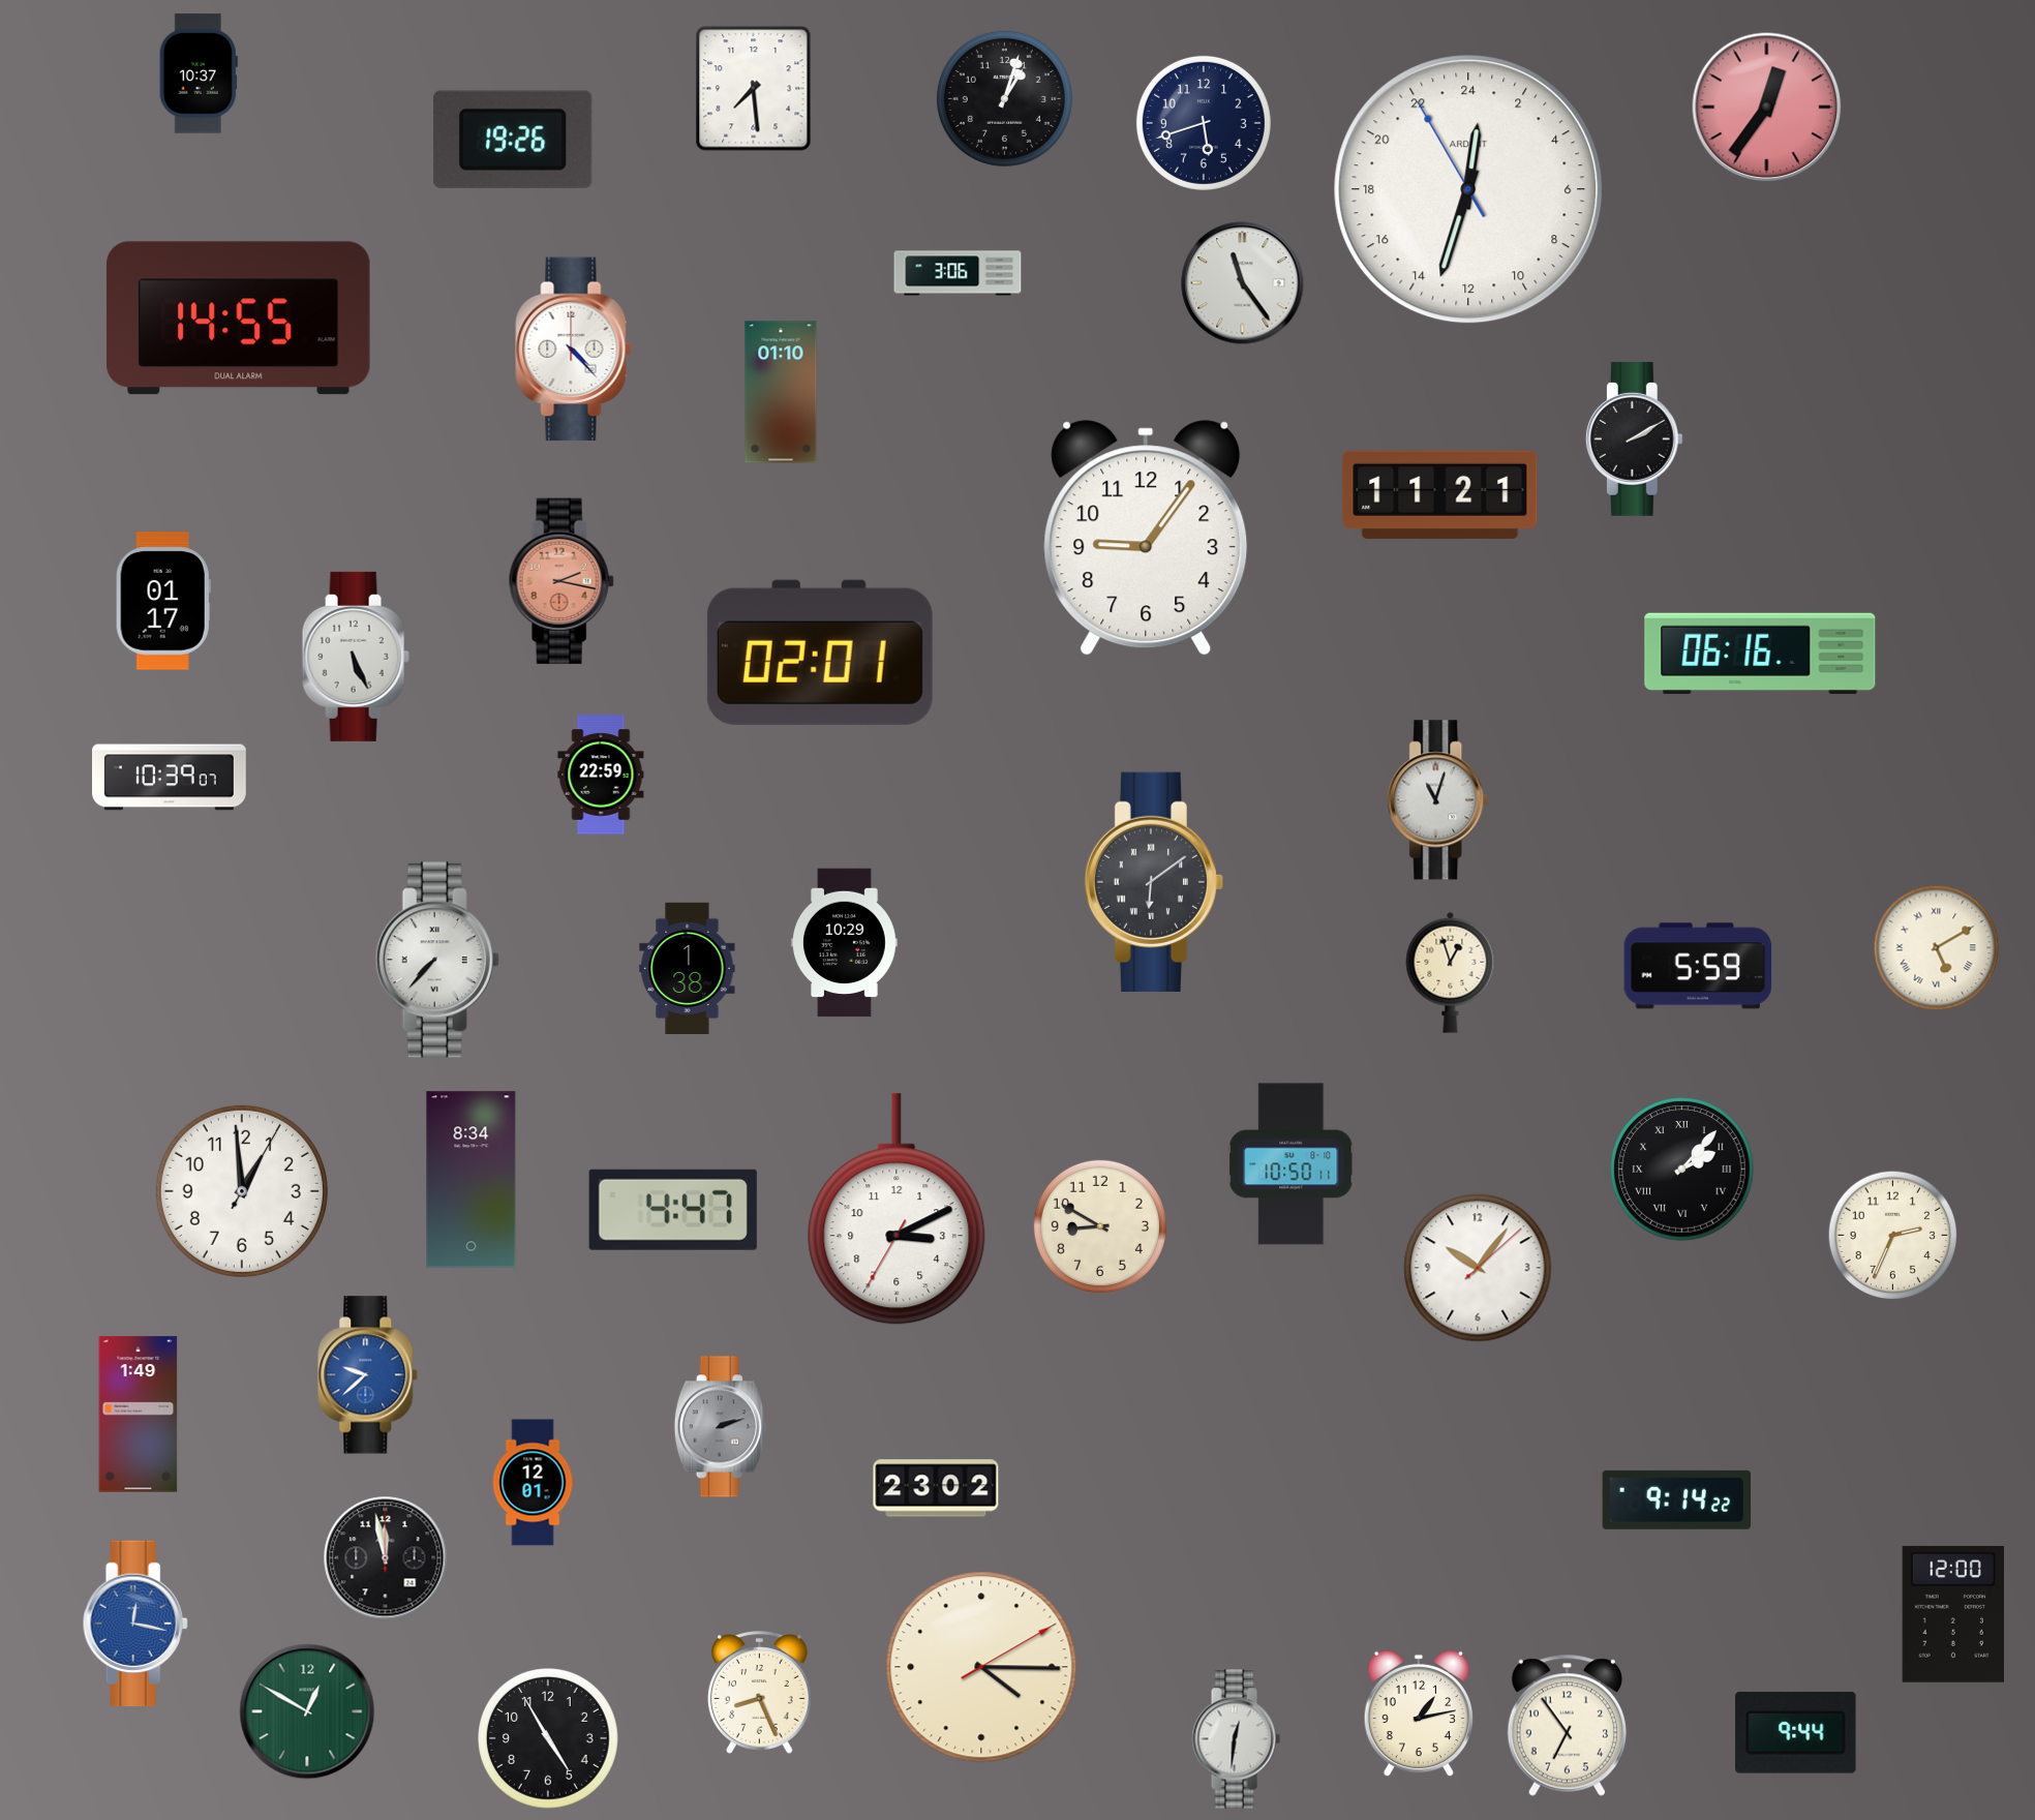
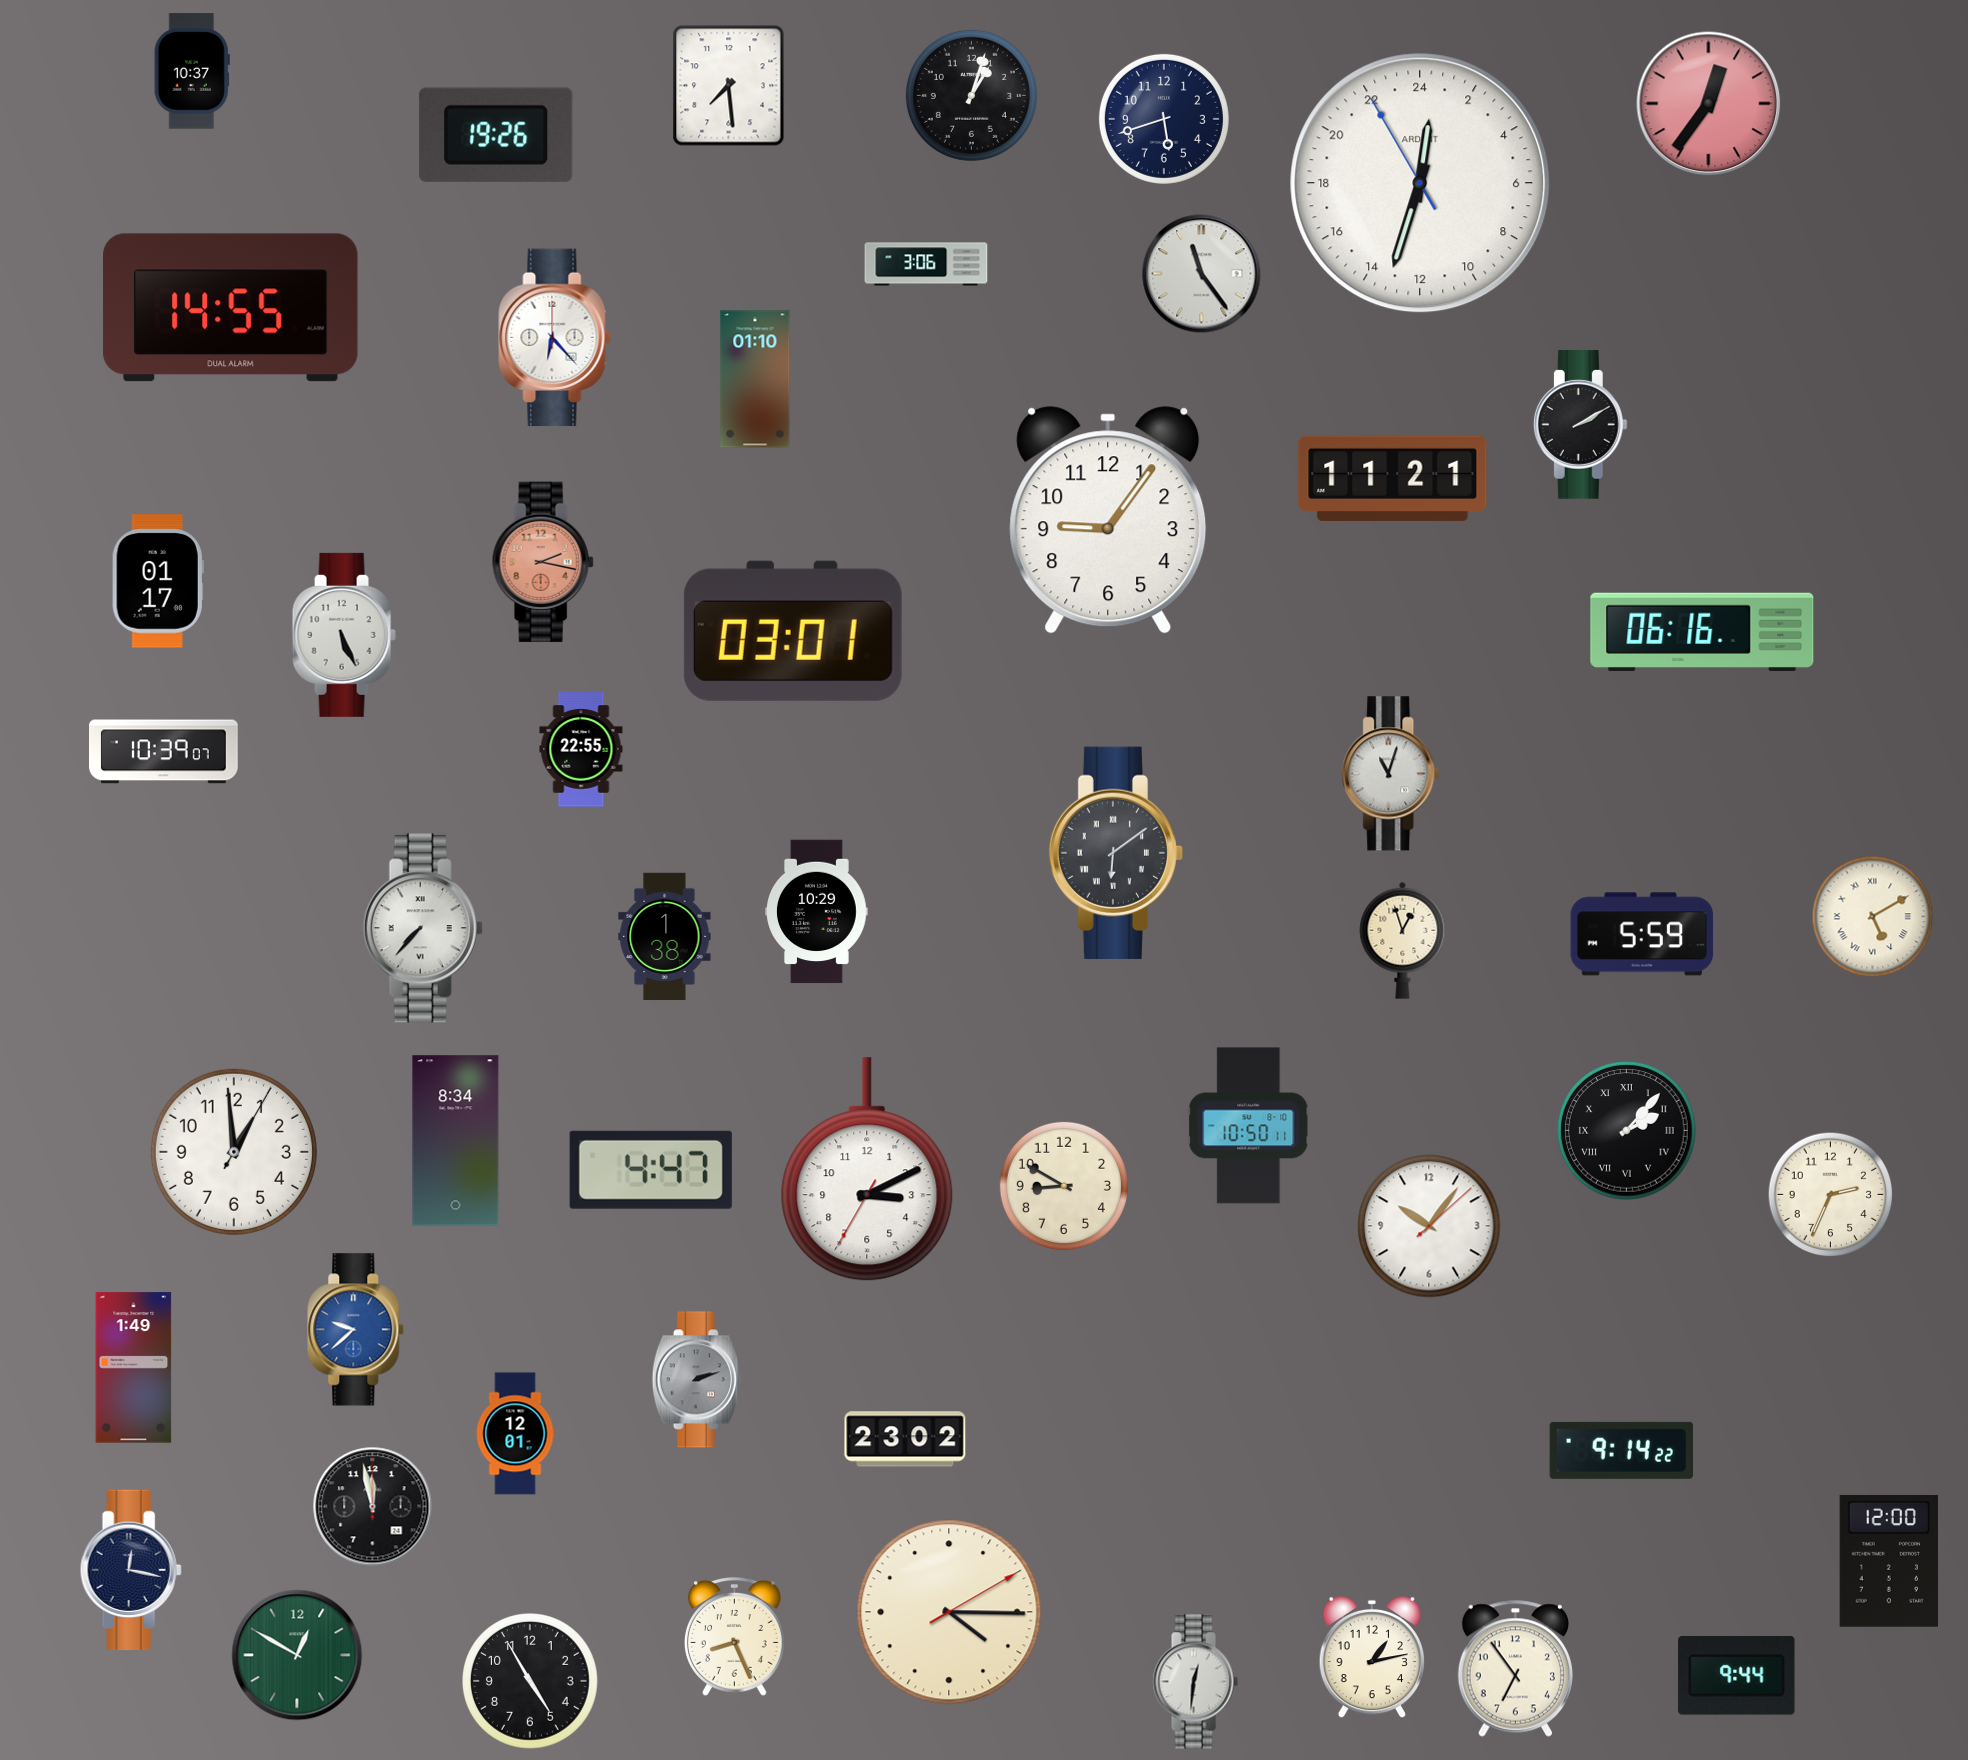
clock at (574, 350): 4:23 -> 6:23
clock at (820, 653): 02:01 -> 03:01
clock at (601, 775): 22:59 -> 22:55
clock at (135, 1624) dial: blue -> navy
